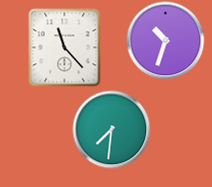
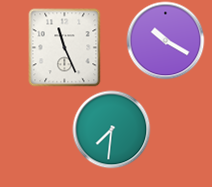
clock at (165, 40): 10:33 -> 10:20
clock at (65, 47): 11:23 -> 11:26
